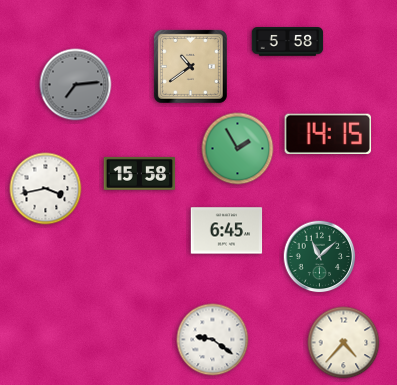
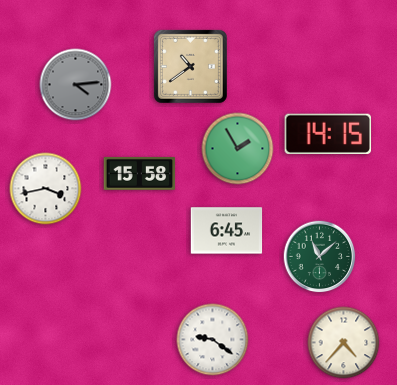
clock at (288, 42): 5:58 -> none
clock at (76, 85): 7:14 -> 4:14
